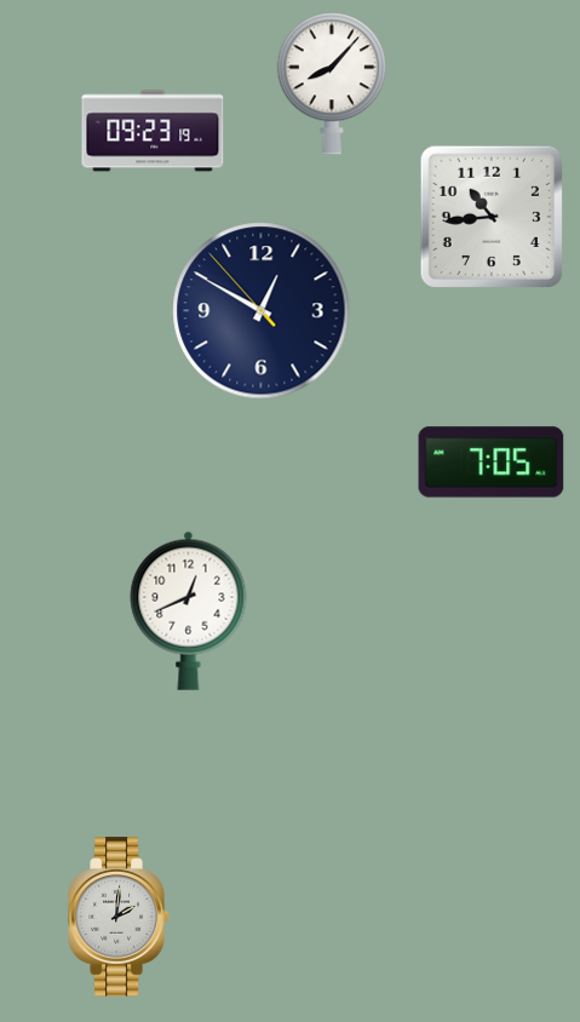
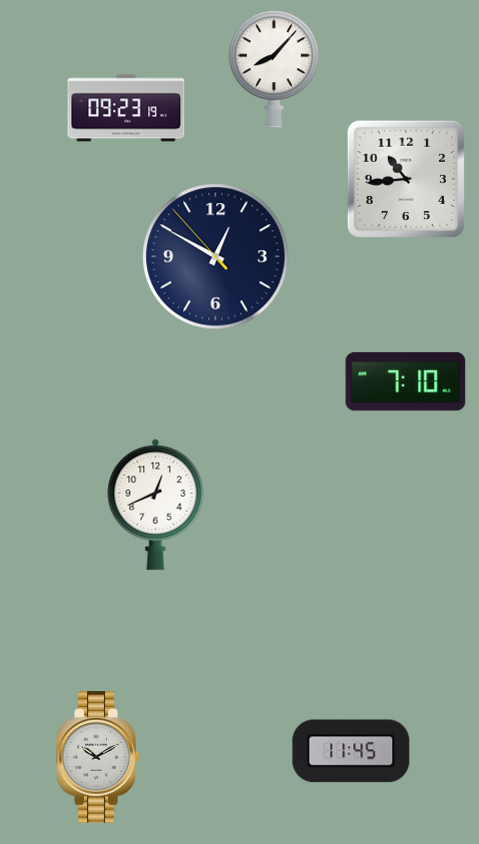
clock at (492, 463): 7:05 -> 7:10
clock at (351, 751): none -> 11:45
clock at (119, 917): 2:01 -> 10:10
